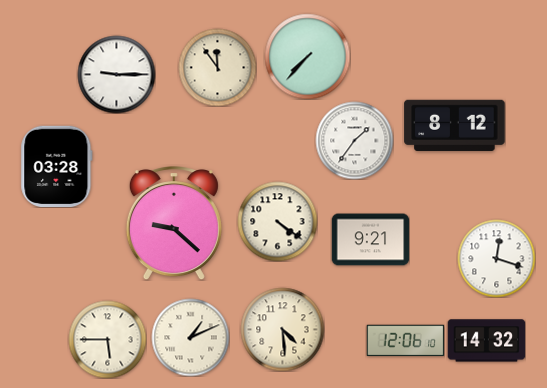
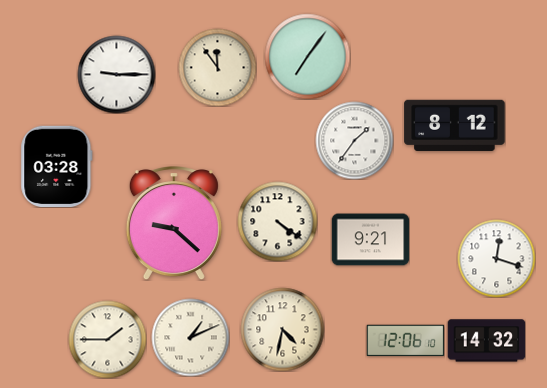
clock at (307, 56): 7:37 -> 7:06
clock at (282, 329): 4:29 -> 4:32
clock at (107, 339): 5:45 -> 1:45
